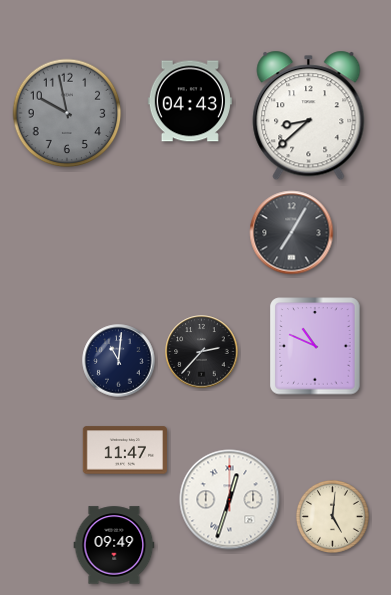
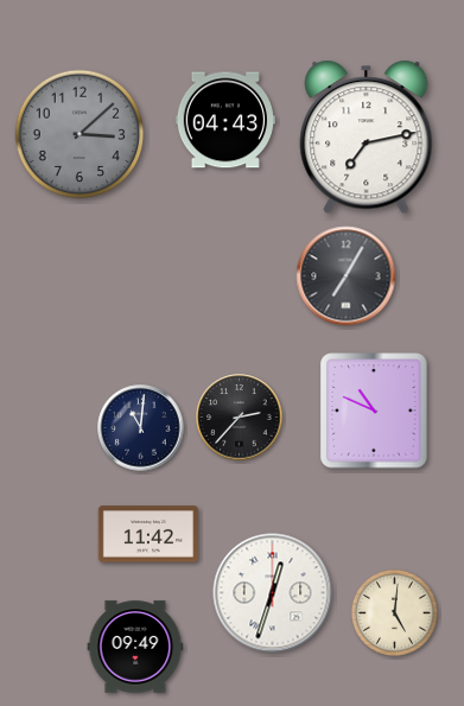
clock at (67, 113): 9:58 -> 3:08
clock at (309, 116): 8:38 -> 7:13
clock at (124, 450): 11:47 -> 11:42
